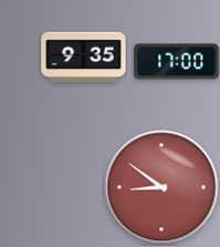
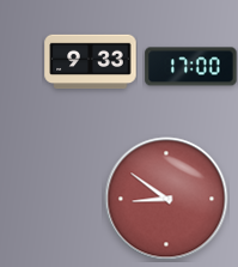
clock at (84, 58): 9:35 -> 9:33
clock at (161, 187) position: (161, 187) -> (166, 199)
